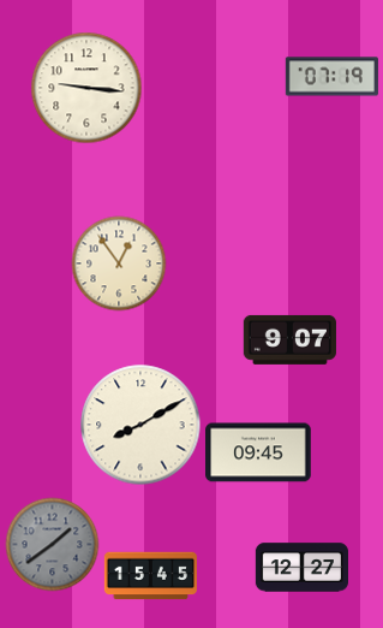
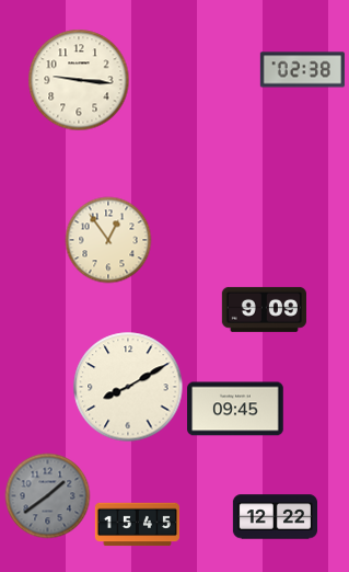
clock at (331, 77): 07:19 -> 02:38
clock at (289, 339): 9:07 -> 9:09
clock at (258, 452) position: (258, 452) -> (235, 409)
clock at (301, 568): 12:27 -> 12:22
